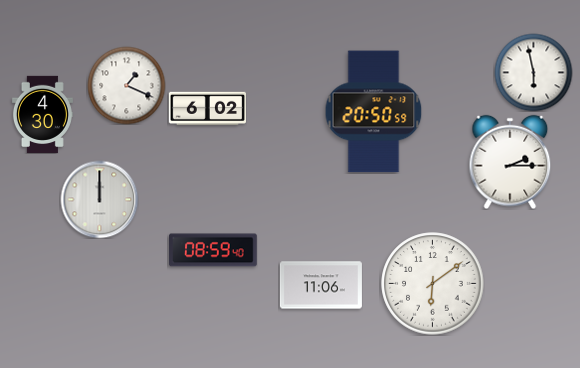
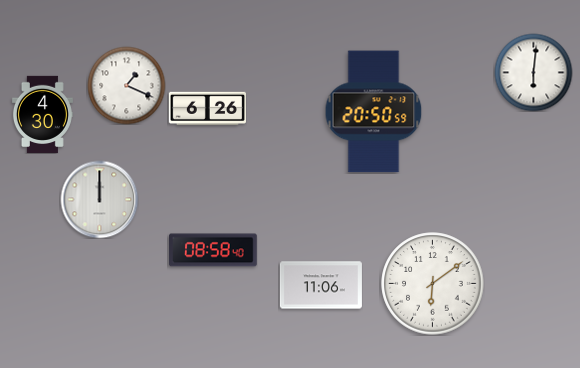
clock at (533, 72): 5:58 -> 6:01
clock at (207, 109): 6:02 -> 6:26
clock at (510, 162): 2:15 -> none
clock at (214, 250): 08:59 -> 08:58
